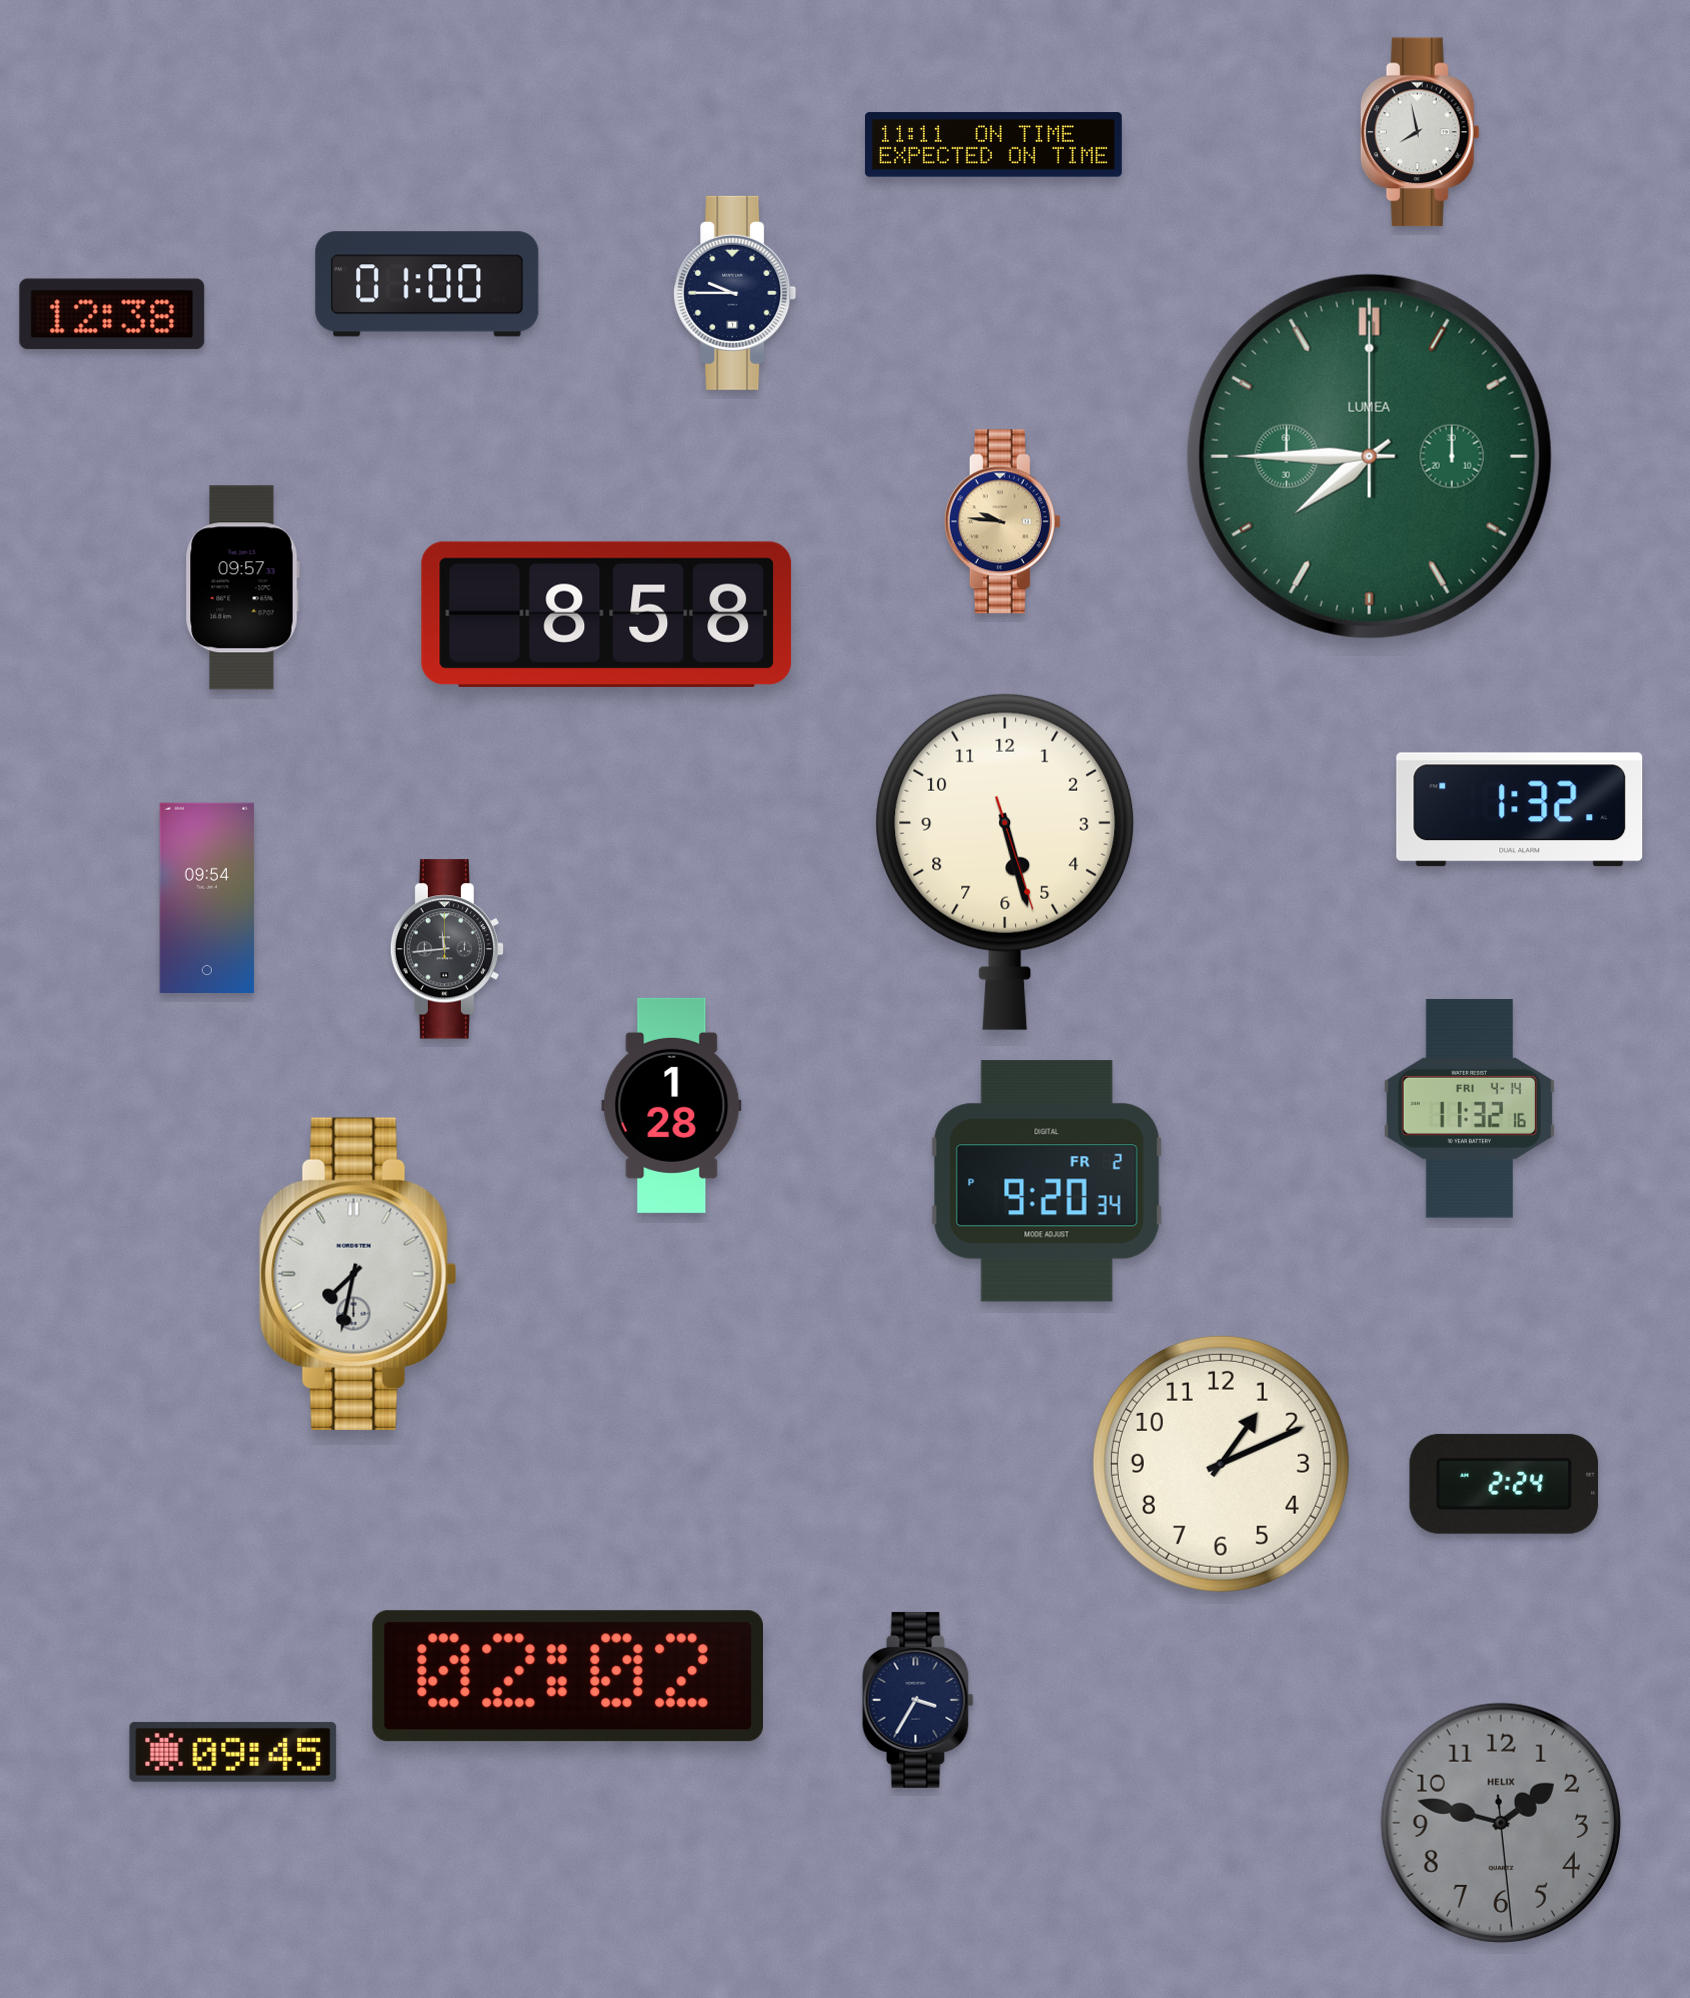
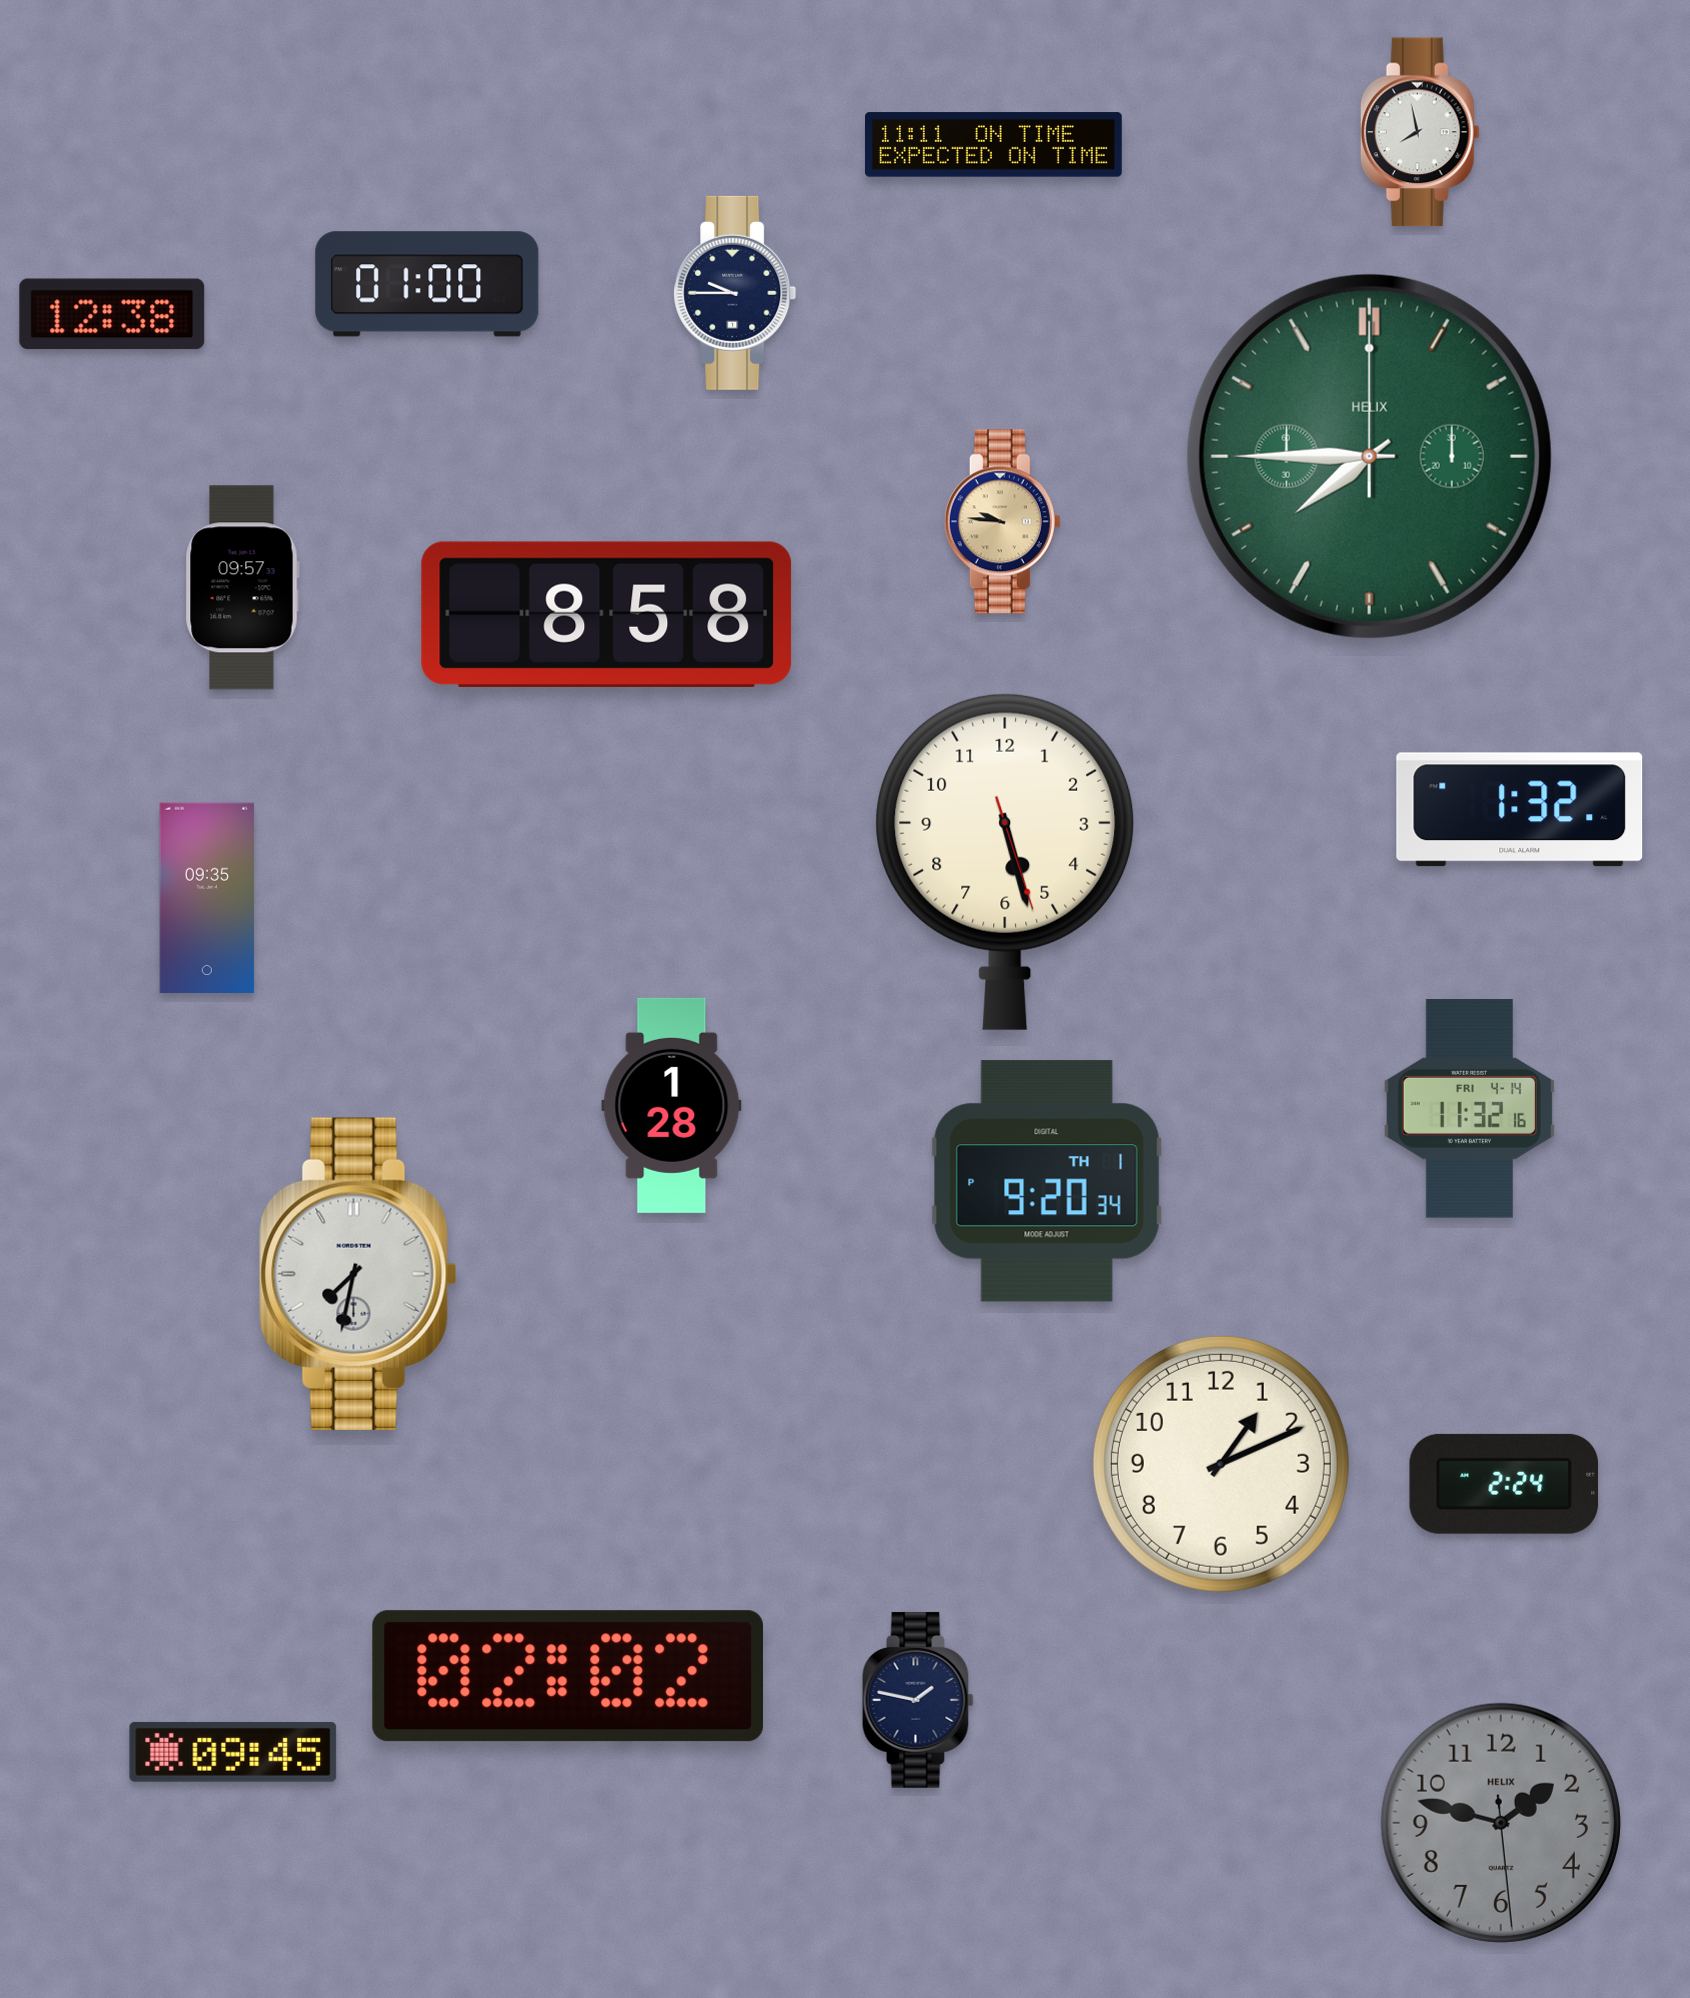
clock at (1369, 456) brand: LUMEA -> HELIX
clock at (207, 897): 09:54 -> 09:35
clock at (446, 949): 11:44 -> none
clock at (1047, 1181) date: FR 2 -> TH 1
clock at (918, 1700): 3:35 -> 1:47
